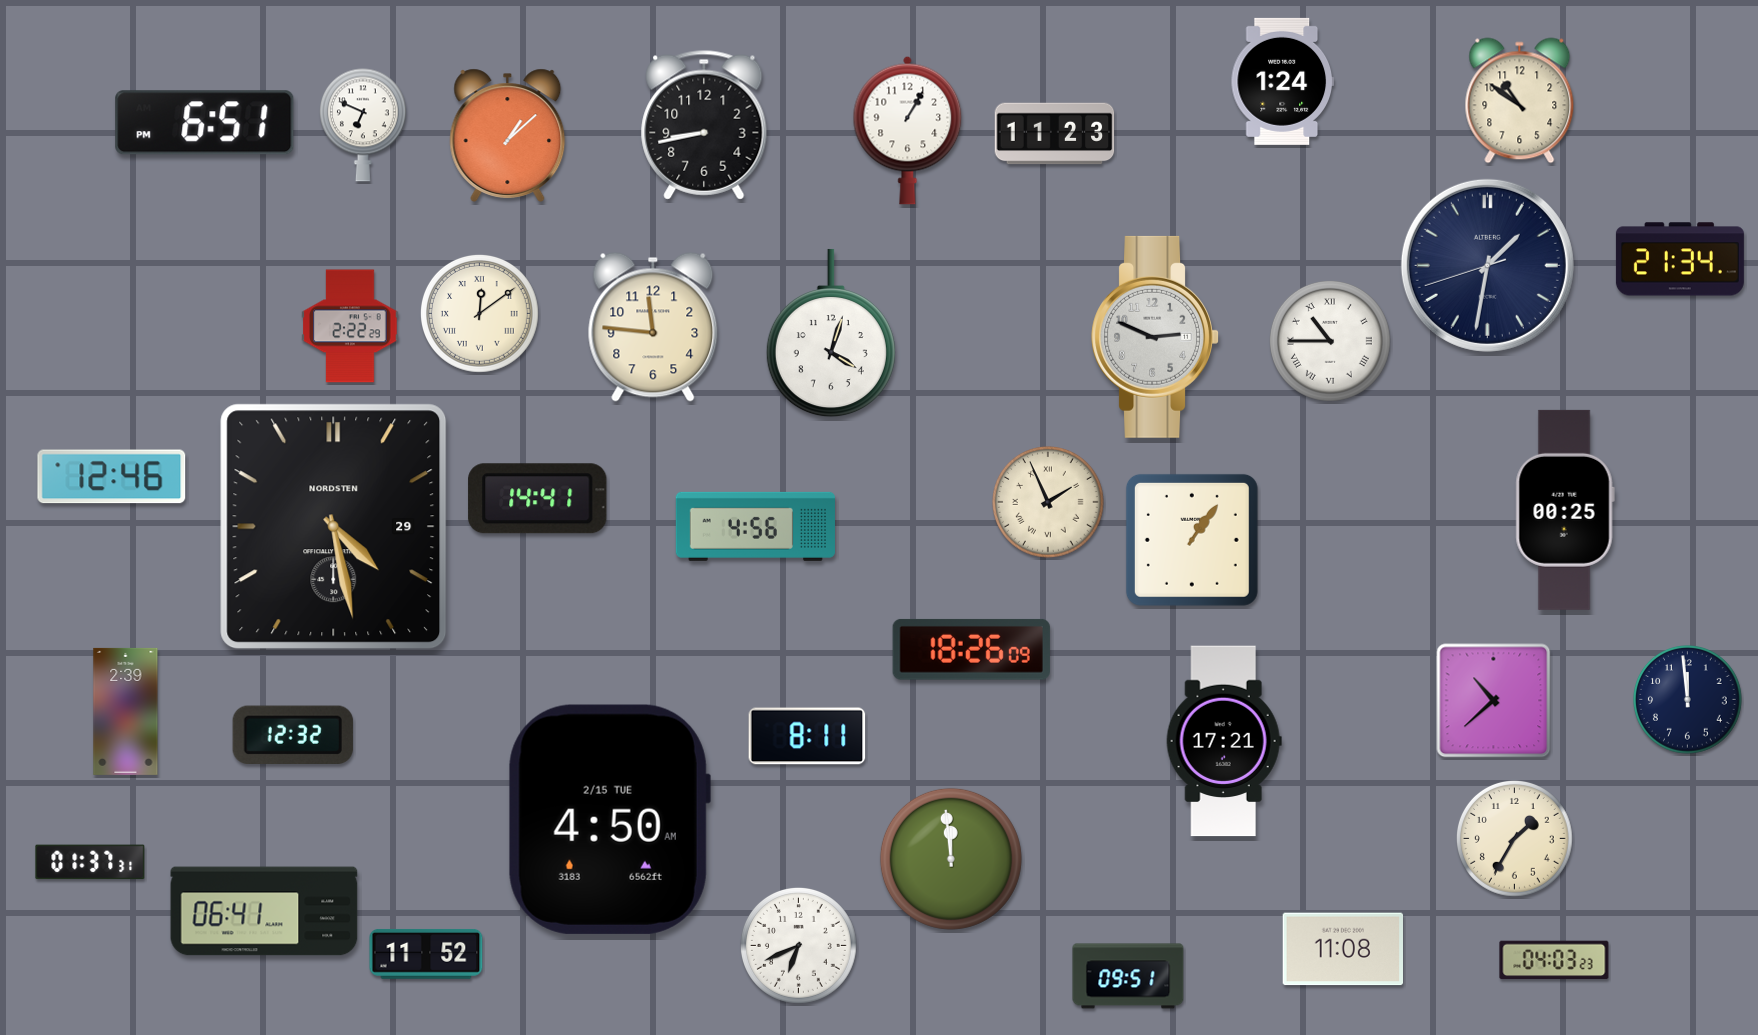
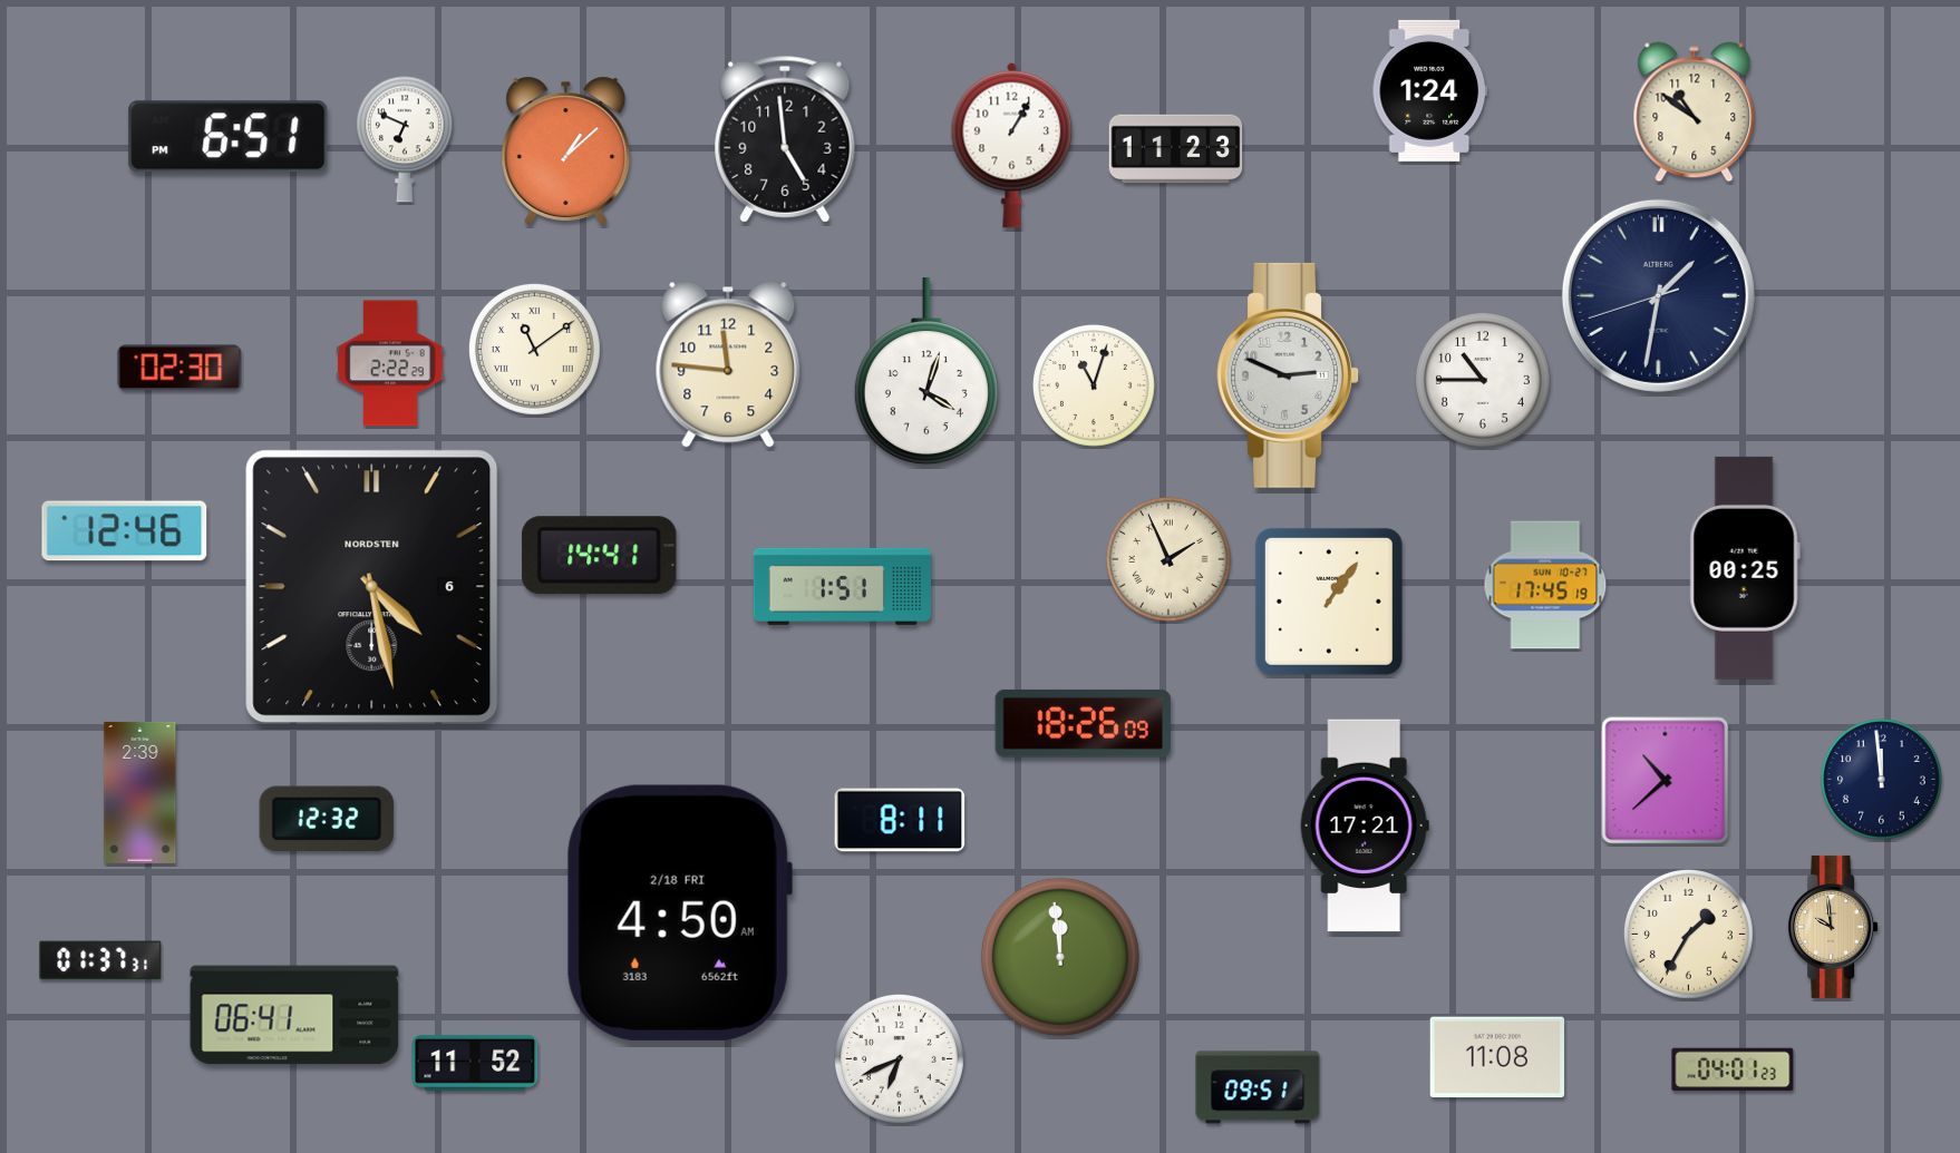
clock at (704, 125): 8:43 -> 4:59
clock at (1680, 259): 21:34 -> none
clock at (479, 313): 12:09 -> 11:09
clock at (179, 368): none -> 02:30
clock at (1330, 341) numerals: Roman -> Arabic
clock at (1095, 387): none -> 11:03
clock at (1545, 585): none -> 17:45
clock at (755, 526): 4:56 -> 1:51
clock at (334, 527) date: 29 -> 6
clock at (609, 819) date: 2/15 TUE -> 2/18 FRI
clock at (1833, 927): none -> 9:59
clock at (798, 945) position: (798, 945) -> (899, 1058)
clock at (1554, 960): 04:03 -> 04:01
